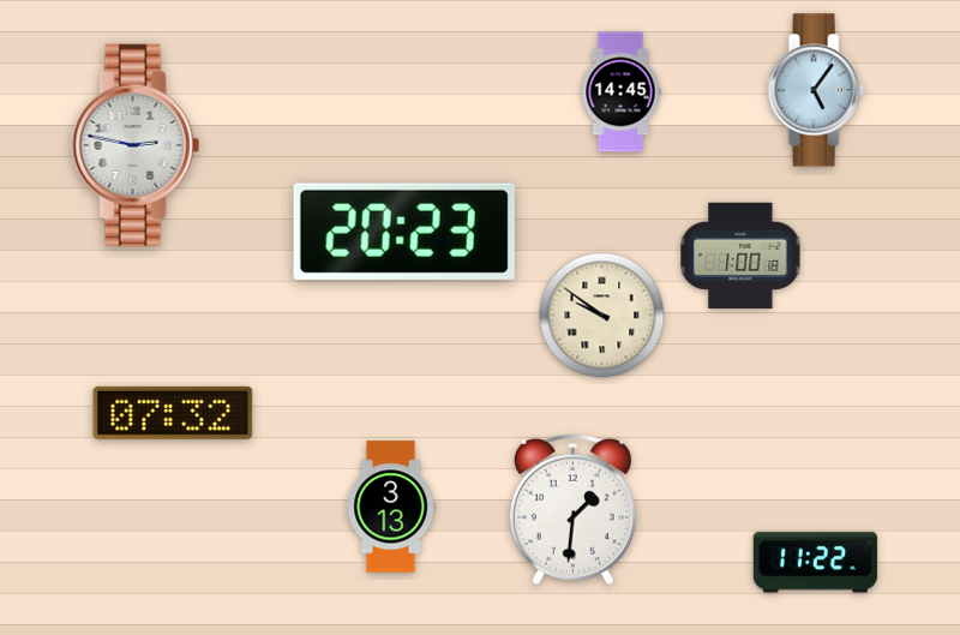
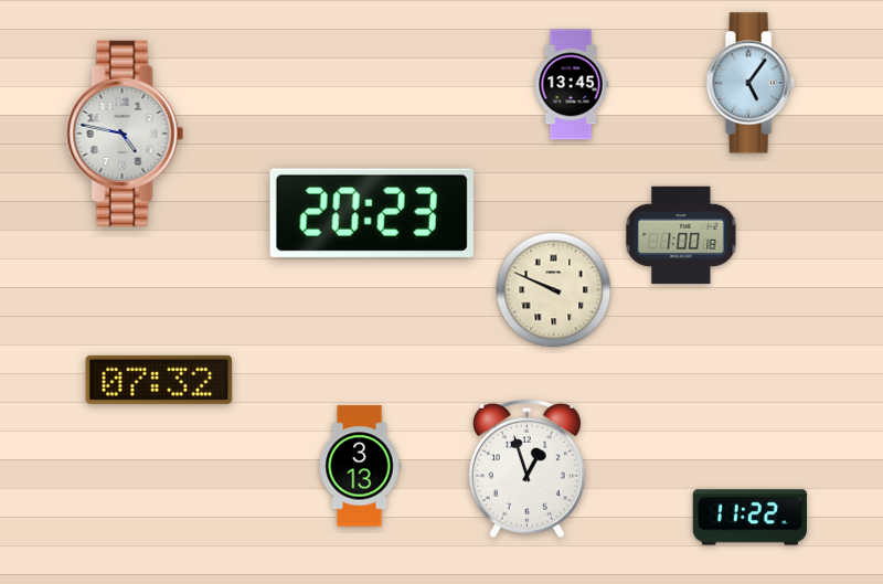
clock at (620, 92): 14:45 -> 13:45
clock at (136, 145): 2:47 -> 4:47
clock at (602, 316): 9:51 -> 9:49
clock at (572, 510): 1:31 -> 12:57
